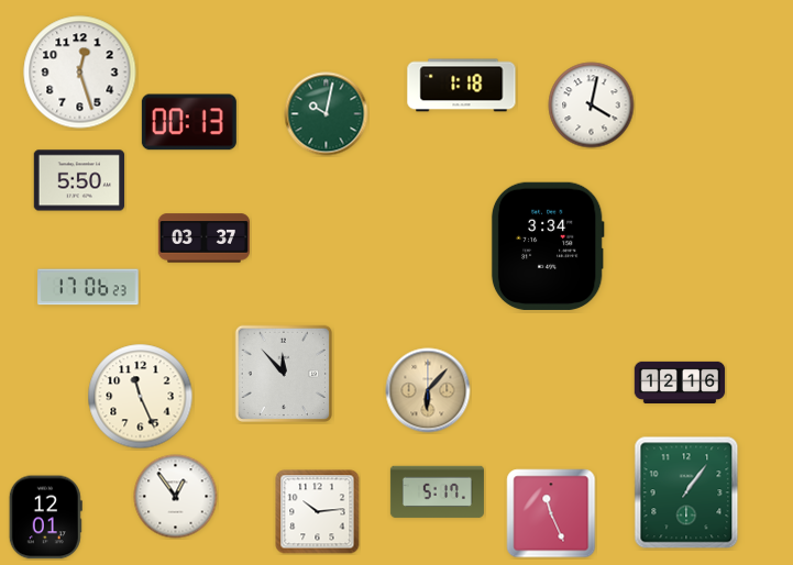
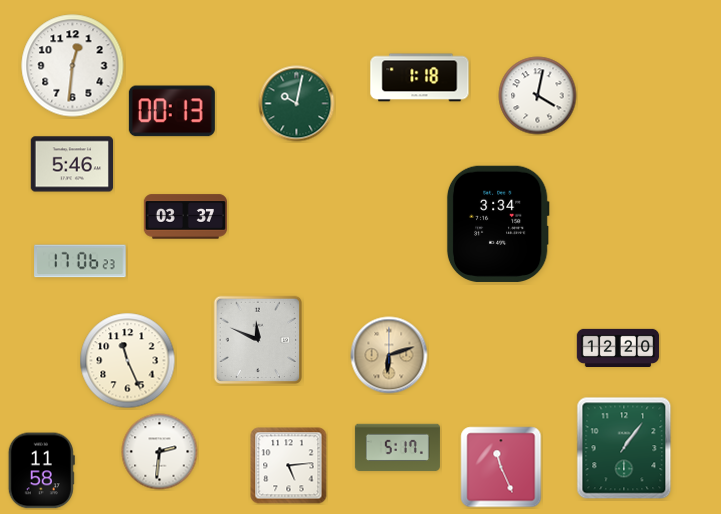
clock at (80, 73): 12:27 -> 12:31
clock at (79, 180): 5:50 -> 5:46
clock at (283, 373): 11:53 -> 11:49
clock at (680, 383): 12:16 -> 12:20
clock at (428, 390): 6:07 -> 6:12
clock at (176, 497): 12:54 -> 2:31
clock at (318, 512): 10:14 -> 5:14
clock at (45, 518): 12:01 -> 11:58
